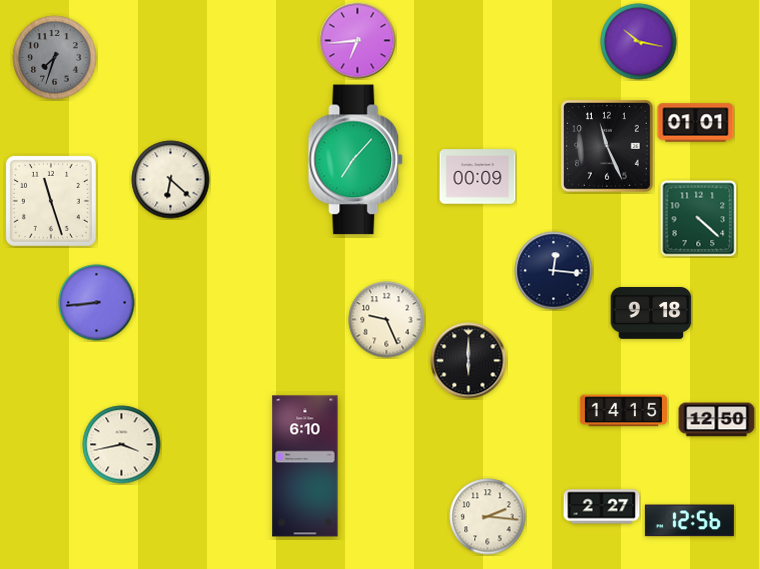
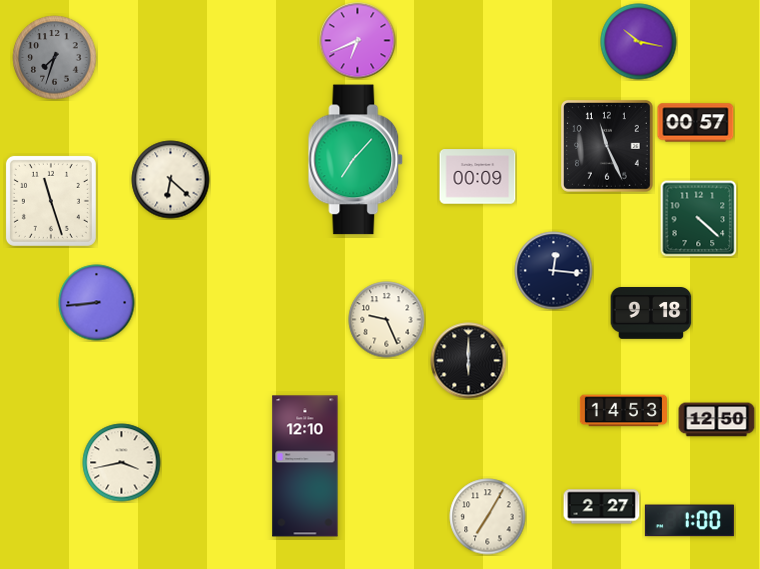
clock at (358, 41): 6:44 -> 6:41
clock at (696, 123): 01:01 -> 00:57
clock at (623, 411): 14:15 -> 14:53
clock at (122, 445) position: (122, 445) -> (122, 463)
clock at (305, 466): 6:10 -> 12:10
clock at (488, 517): 2:16 -> 7:05
clock at (689, 521): 12:56 -> 1:00
